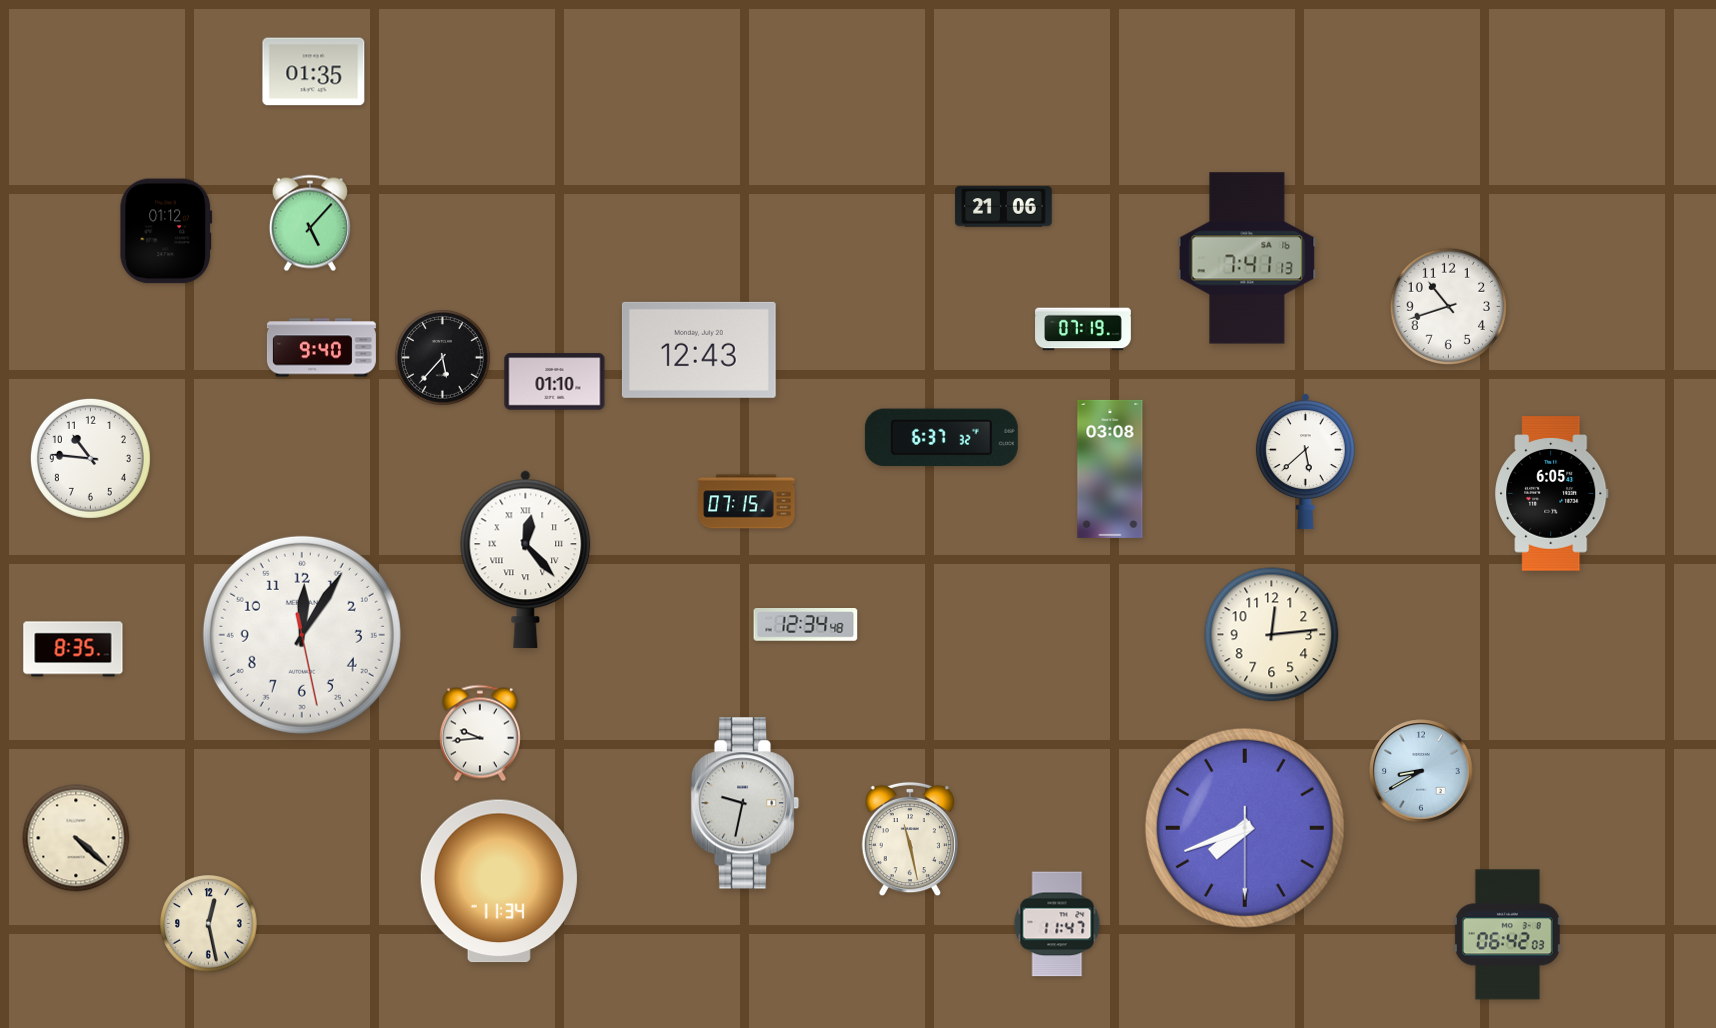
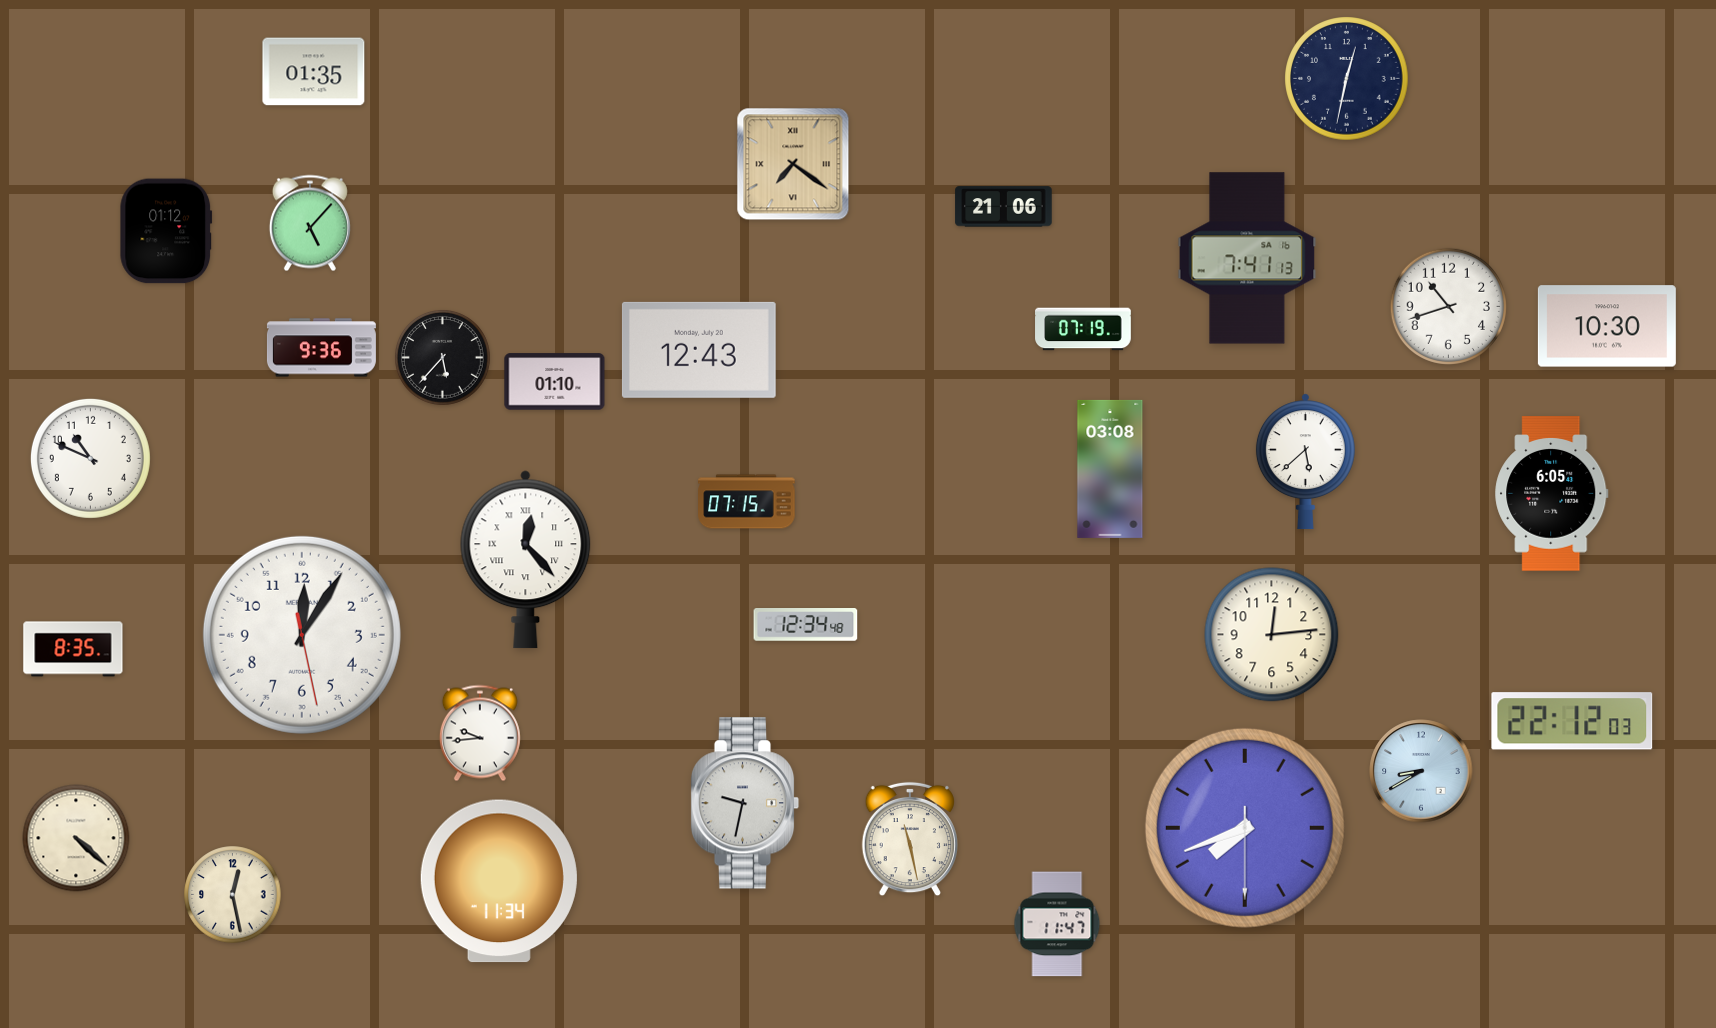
clock at (1347, 79): none -> 12:32
clock at (793, 164): none -> 7:21
clock at (1607, 326): none -> 10:30
clock at (321, 348): 9:40 -> 9:36
clock at (941, 438): 6:37 -> none
clock at (90, 458): 10:46 -> 10:49
clock at (1572, 721): none -> 22:12
clock at (209, 924) position: (209, 924) -> (233, 895)
clock at (1507, 935): 06:42 -> none
